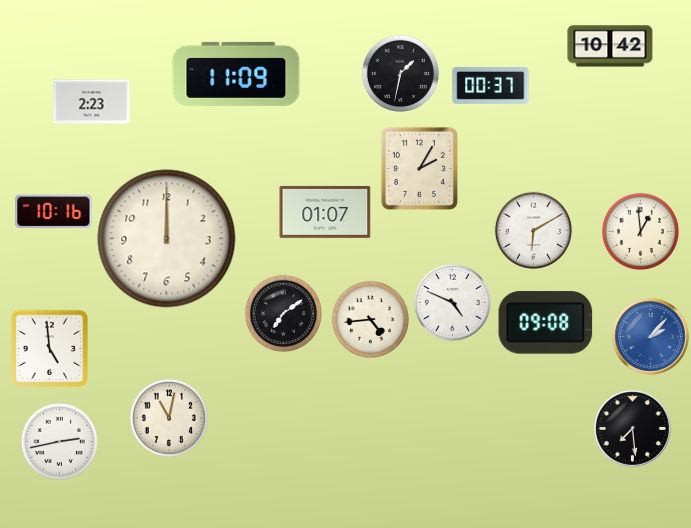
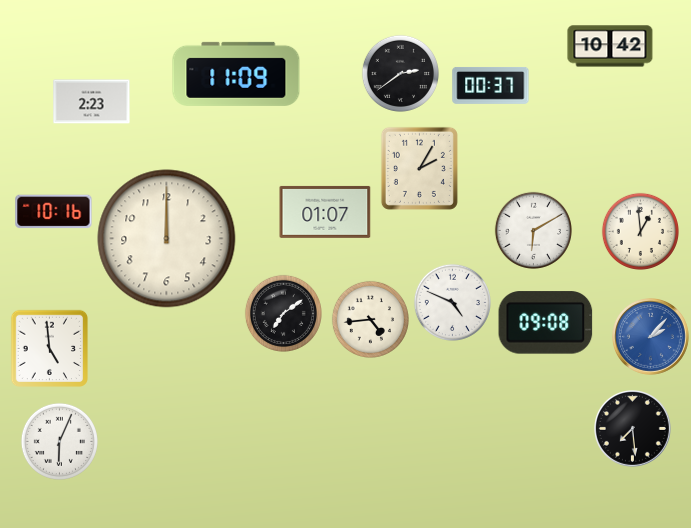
clock at (400, 73): 1:32 -> 2:39
clock at (168, 417): 11:02 -> none
clock at (59, 441): 2:43 -> 6:04
